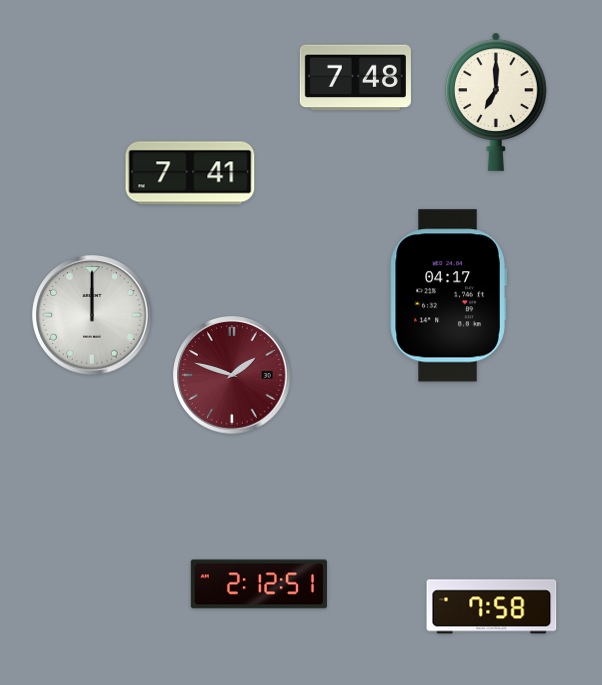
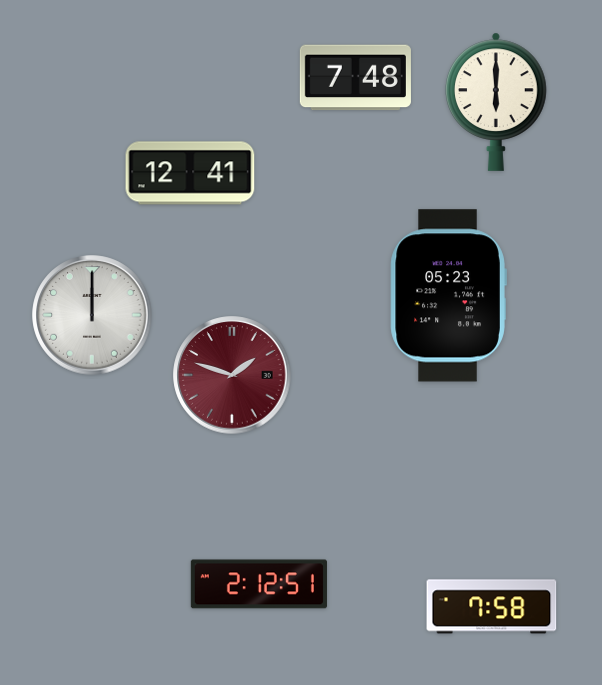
clock at (497, 102): 7:00 -> 6:00
clock at (190, 173): 7:41 -> 12:41
clock at (448, 296): 04:17 -> 05:23
